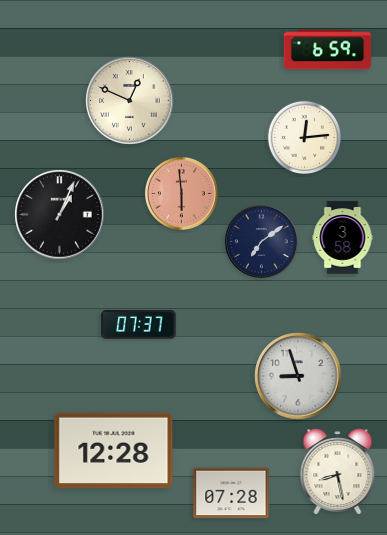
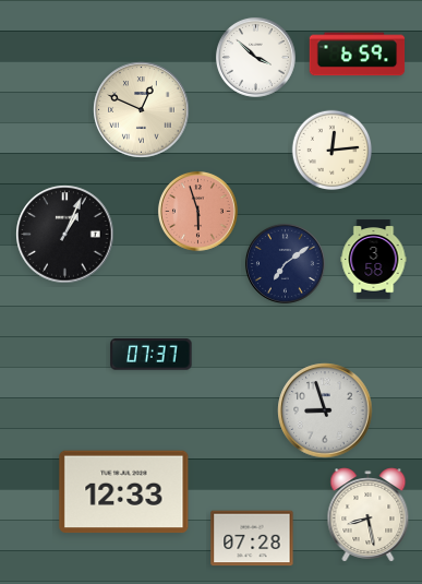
clock at (255, 57): none -> 3:52
clock at (181, 193): 5:59 -> 5:57
clock at (114, 451): 12:28 -> 12:33
